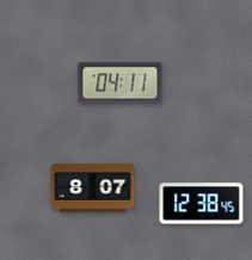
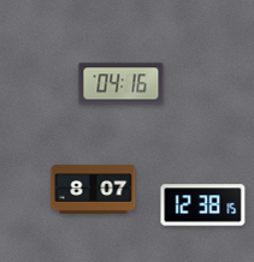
clock at (121, 83): 04:11 -> 04:16
clock at (202, 204): 12:38:45 -> 12:38:15
